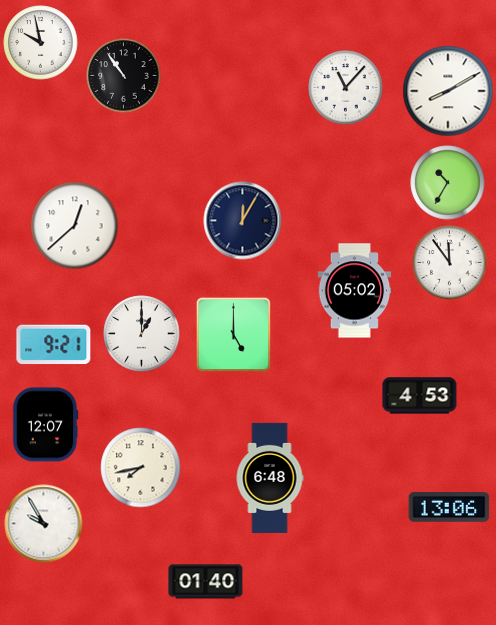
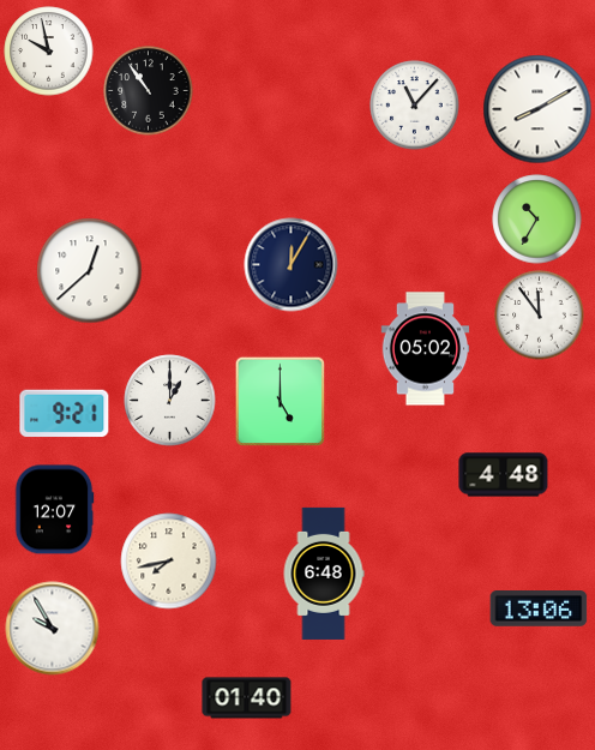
clock at (420, 396): 4:53 -> 4:48
